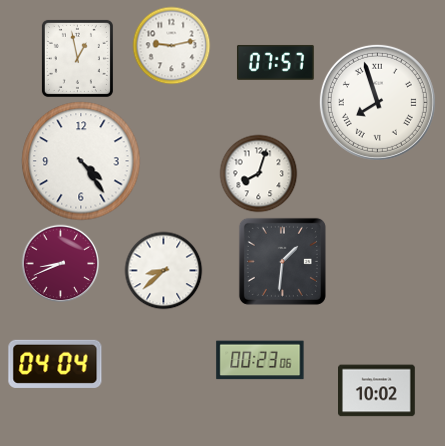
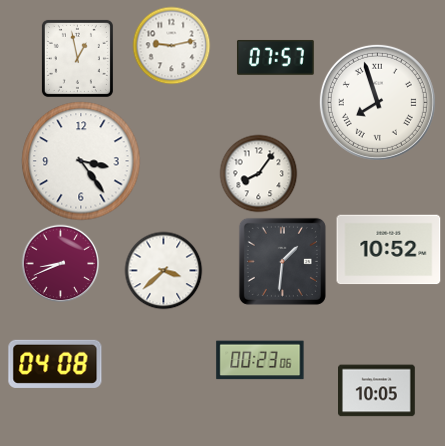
clock at (275, 62) position: (275, 62) -> (275, 57)
clock at (81, 161): 4:24 -> 3:24
clock at (258, 173): 8:03 -> 8:06
clock at (389, 250): none -> 10:52
clock at (163, 270): 8:38 -> 3:38
clock at (55, 364): 04:04 -> 04:08
clock at (377, 391): 10:02 -> 10:05
